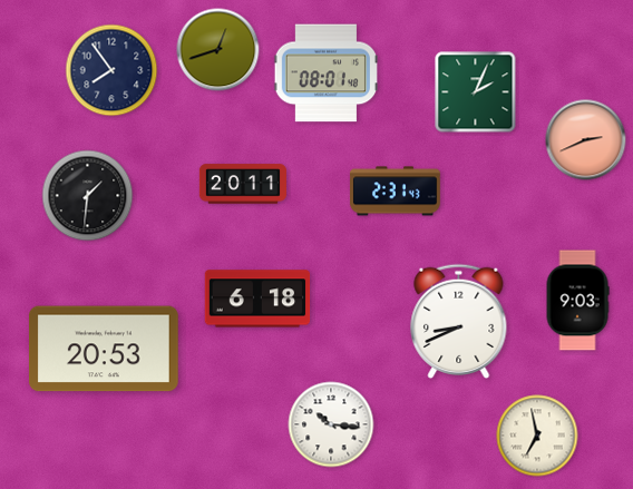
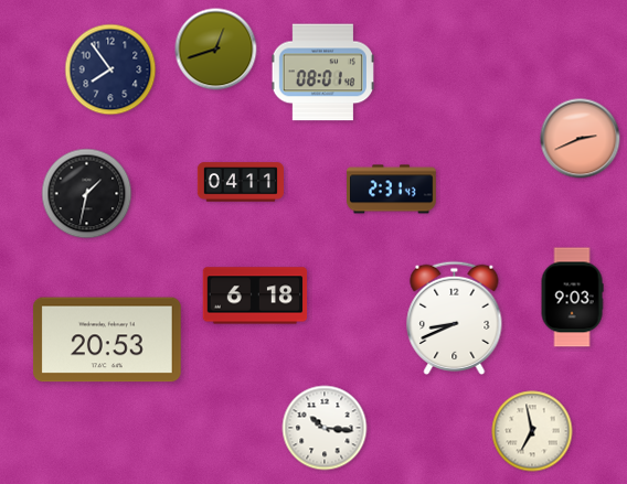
clock at (476, 92): 2:04 -> none
clock at (243, 184): 20:11 -> 04:11
clock at (88, 196): 1:31 -> 1:32
clock at (105, 349) position: (105, 349) -> (108, 340)
clock at (331, 424) position: (331, 424) -> (325, 428)
